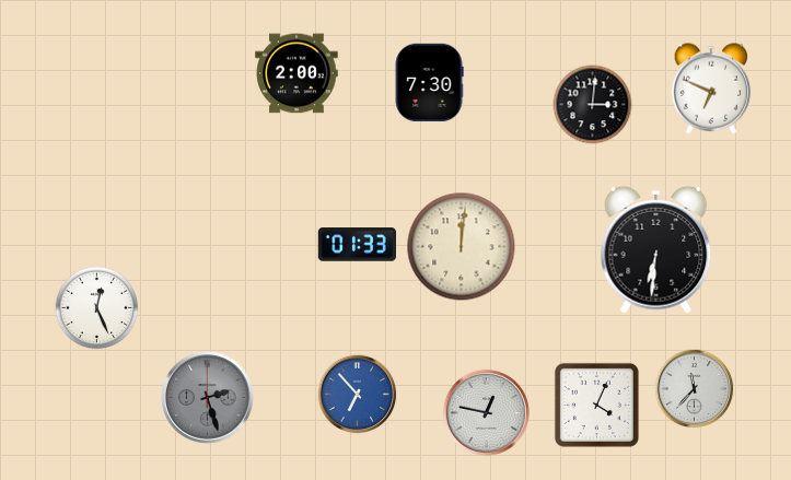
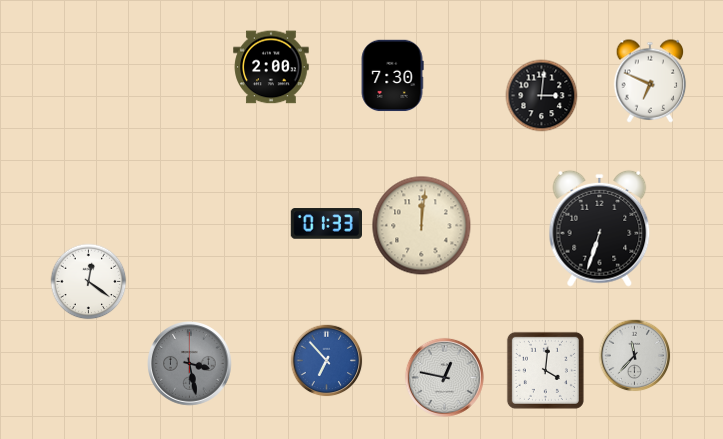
clock at (656, 249): 6:31 -> 6:33
clock at (97, 308): 12:26 -> 12:21
clock at (208, 398): 2:27 -> 3:28
clock at (596, 405): 4:04 -> 4:01
